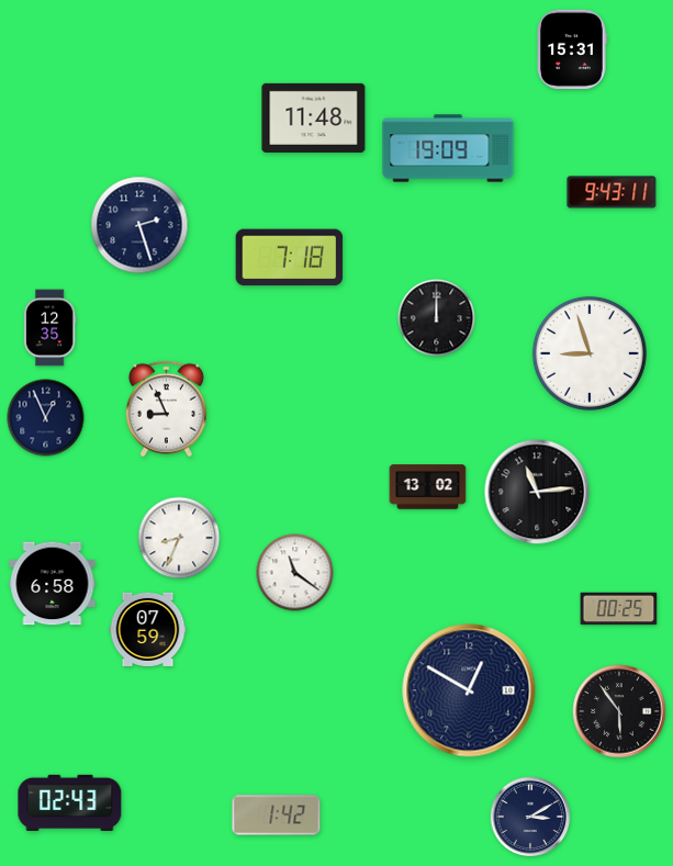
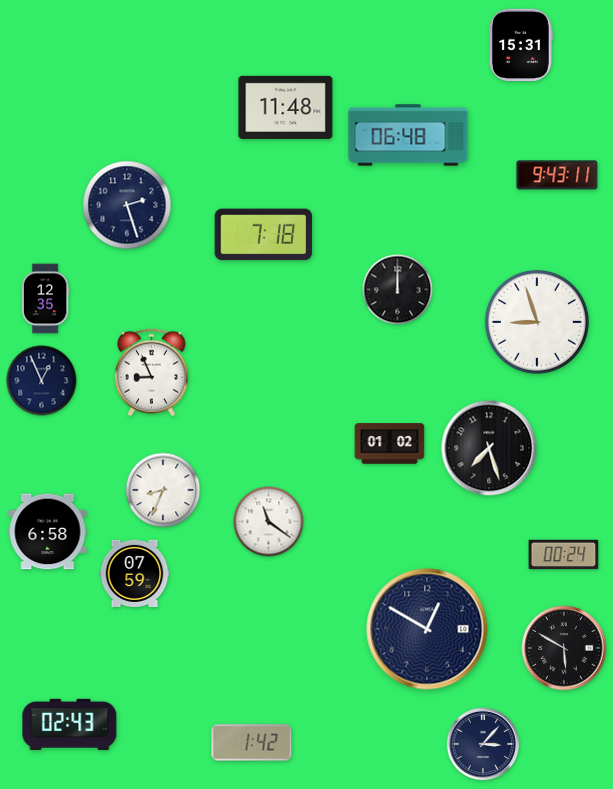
clock at (448, 148): 19:09 -> 06:48
clock at (428, 487): 13:02 -> 01:02
clock at (537, 492): 11:14 -> 7:27
clock at (619, 609): 00:25 -> 00:24
clock at (619, 711): 5:54 -> 5:50
clock at (70, 802) position: (70, 802) -> (70, 724)
clock at (530, 817): 3:10 -> 3:07
